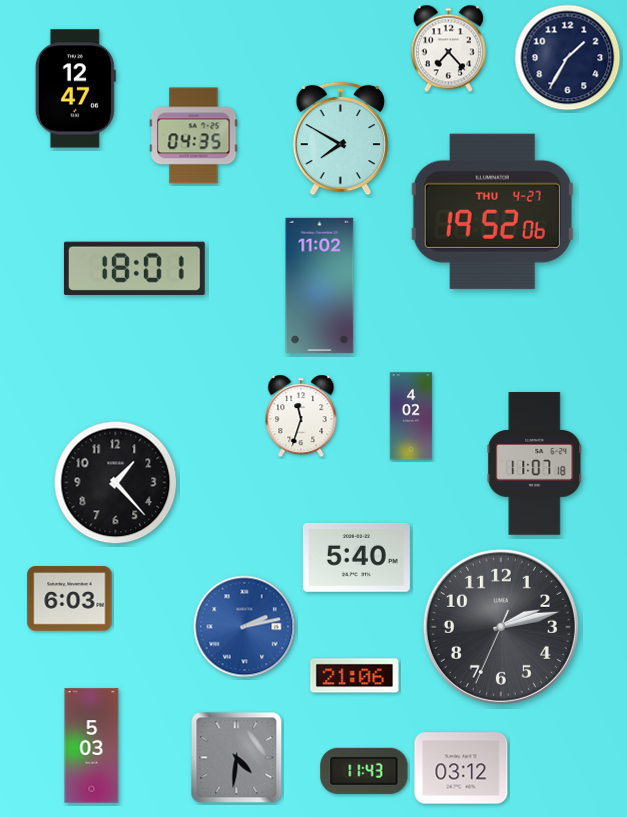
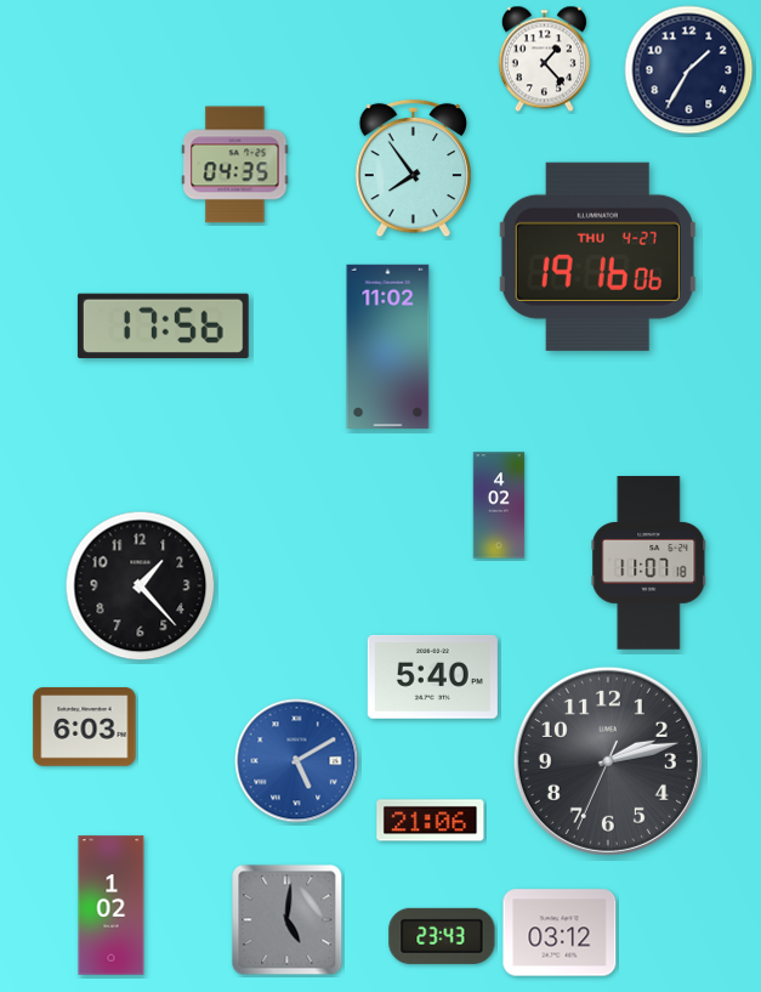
clock at (448, 49): 7:23 -> 1:23
clock at (75, 89): 12:47 -> none
clock at (341, 139): 7:50 -> 7:54
clock at (492, 211): 19:52 -> 19:16
clock at (134, 268): 18:01 -> 17:56
clock at (301, 416): 11:33 -> none
clock at (245, 627): 2:13 -> 5:10
clock at (92, 746): 5:03 -> 1:02
clock at (237, 758): 4:31 -> 5:01
clock at (364, 771): 11:43 -> 23:43
